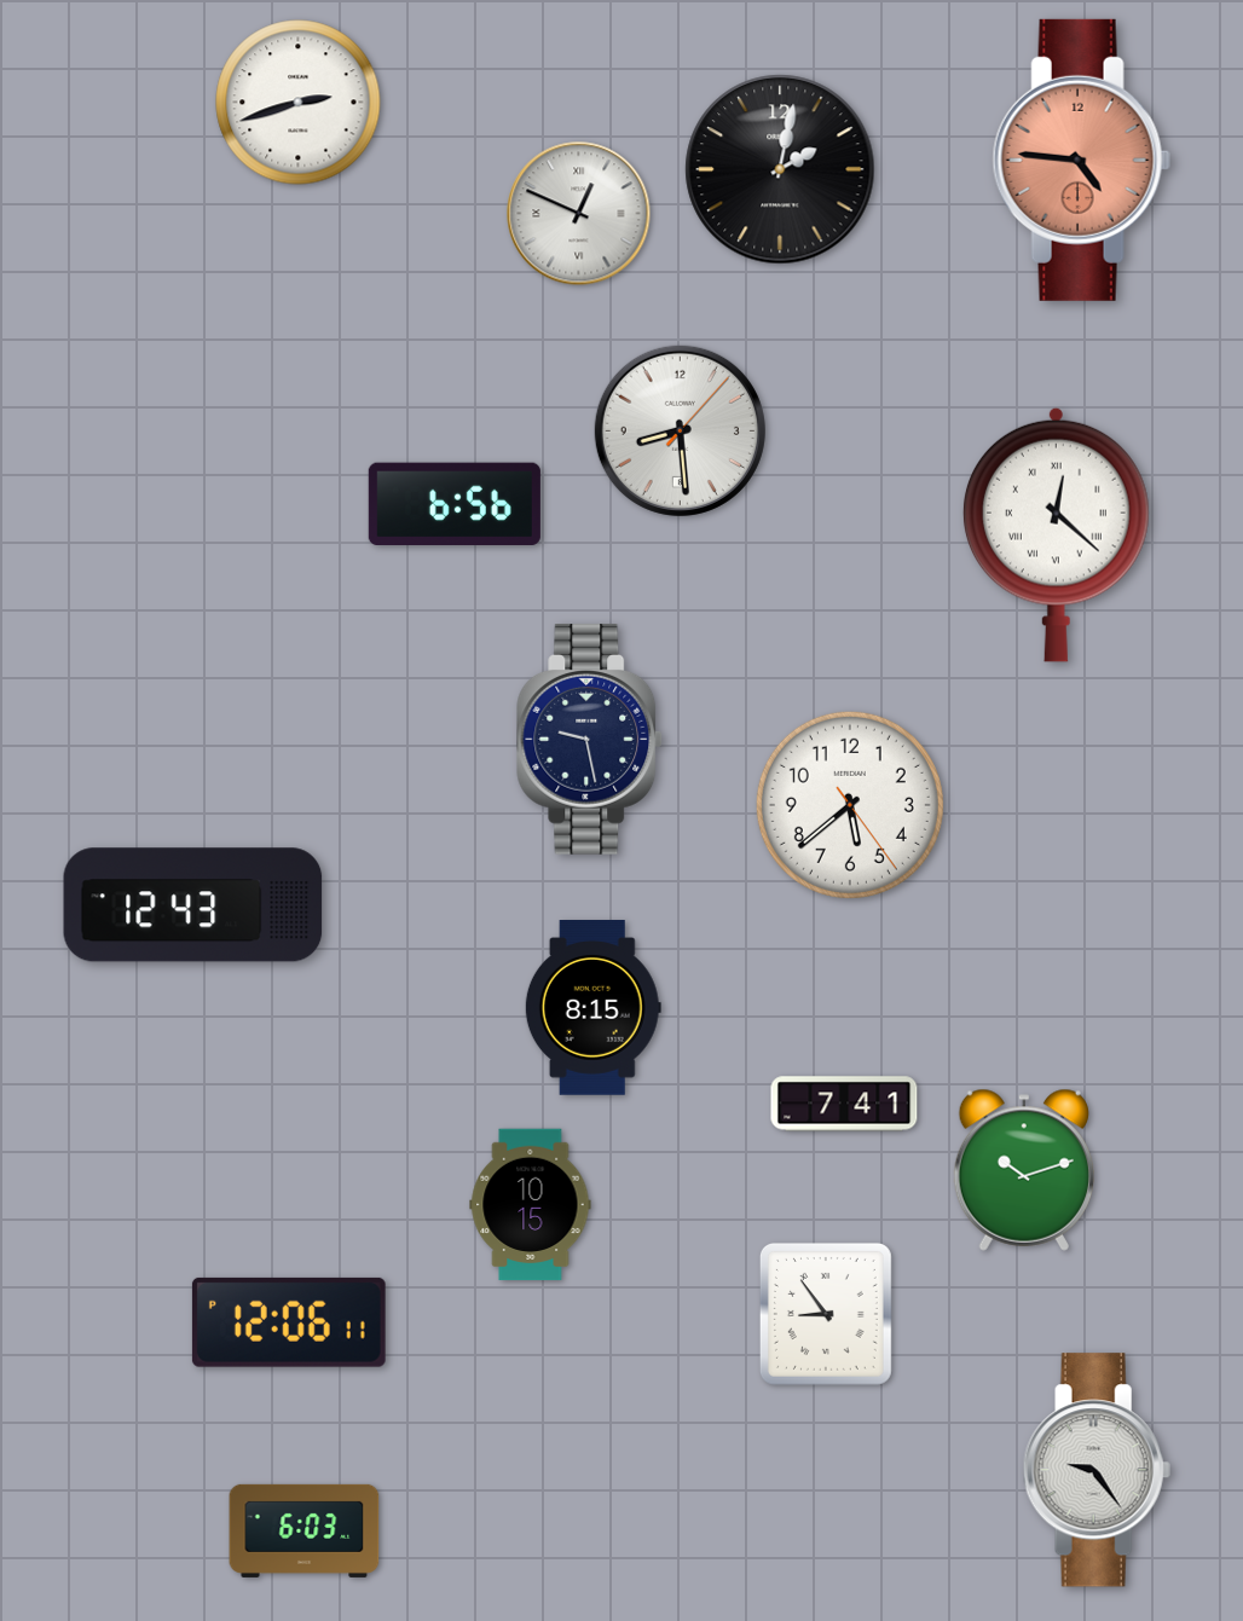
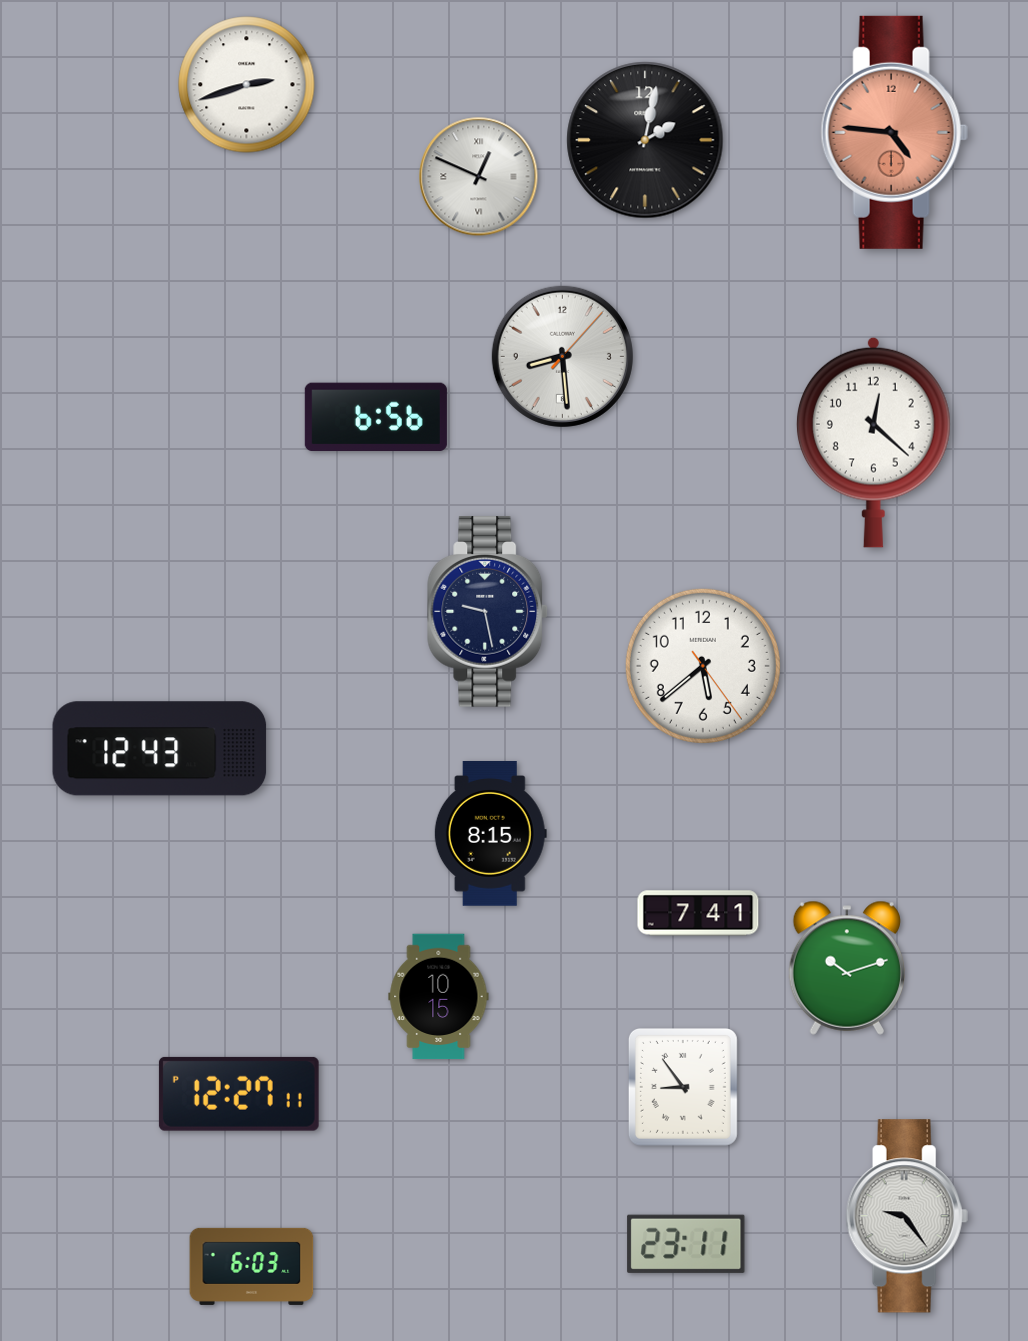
clock at (1056, 534) numerals: Roman -> Arabic
clock at (289, 1322): 12:06 -> 12:27
clock at (686, 1244): none -> 23:11
